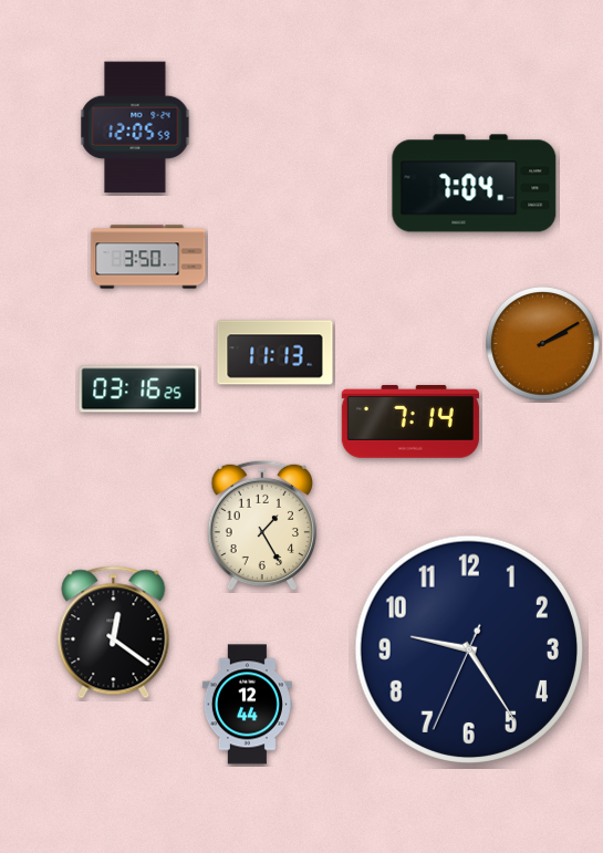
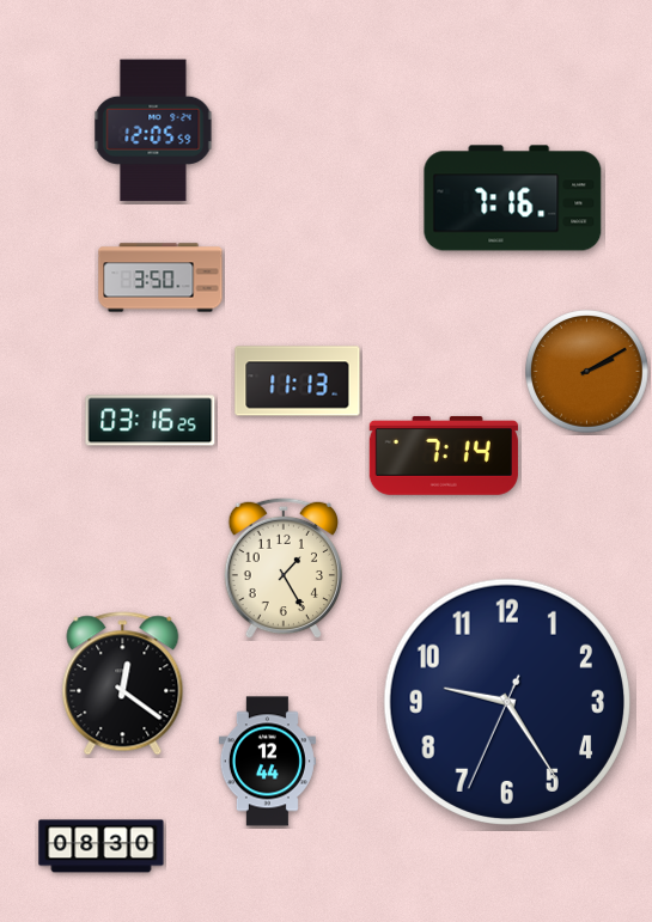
clock at (135, 127) position: (135, 127) -> (153, 130)
clock at (475, 184): 7:04 -> 7:16
clock at (102, 847): none -> 08:30
